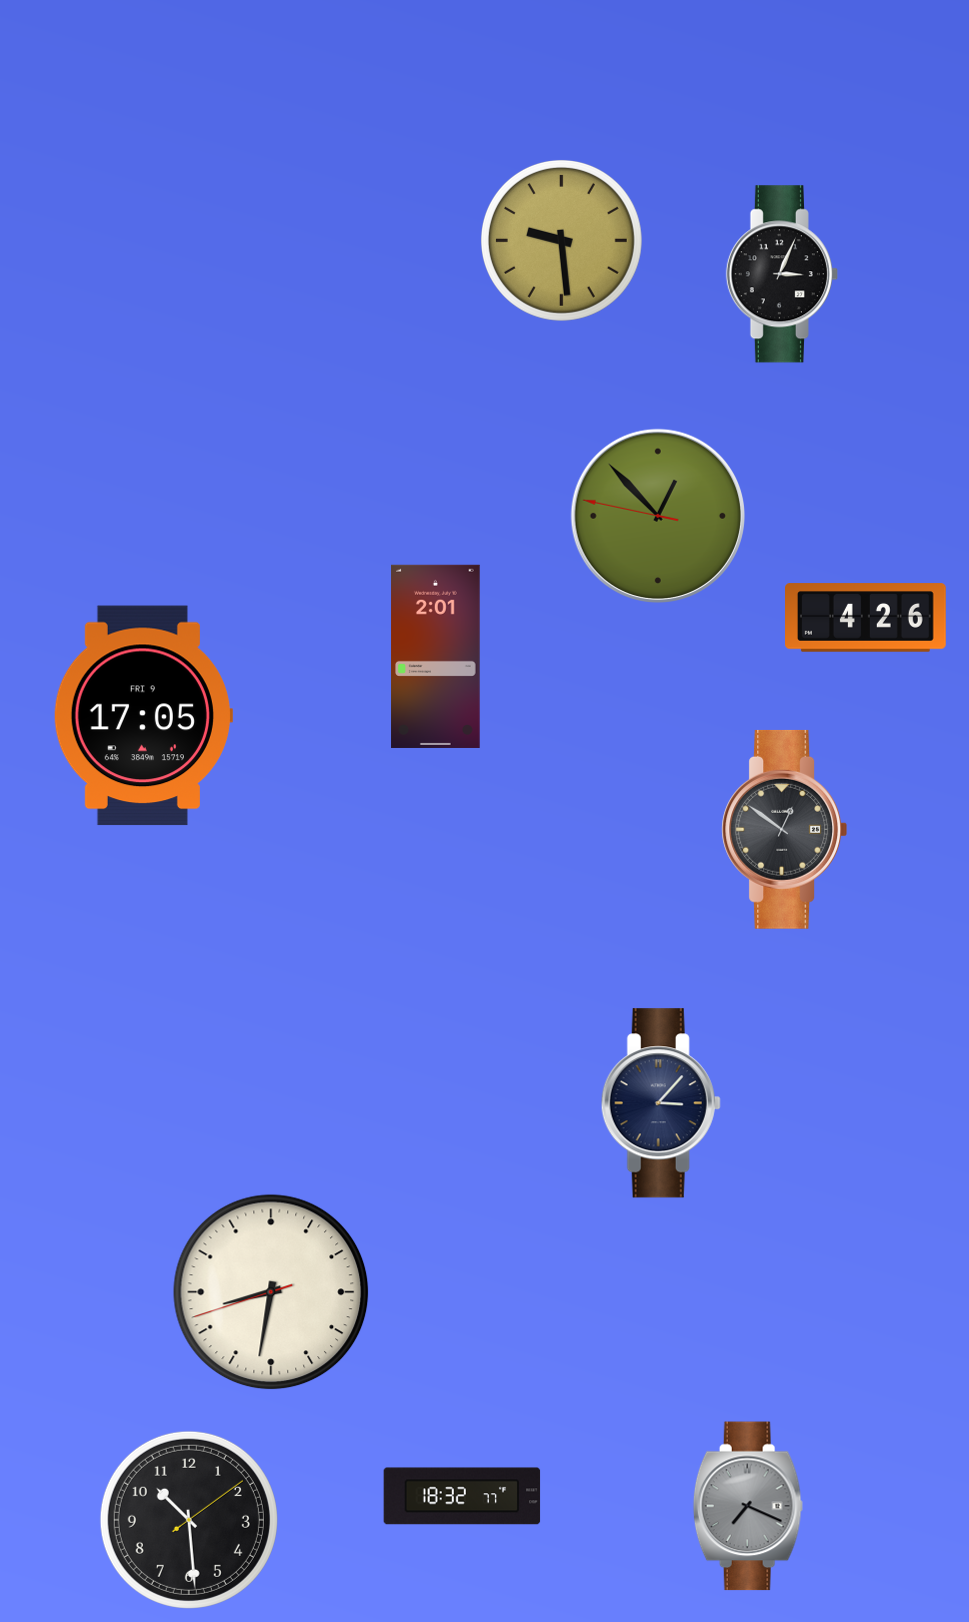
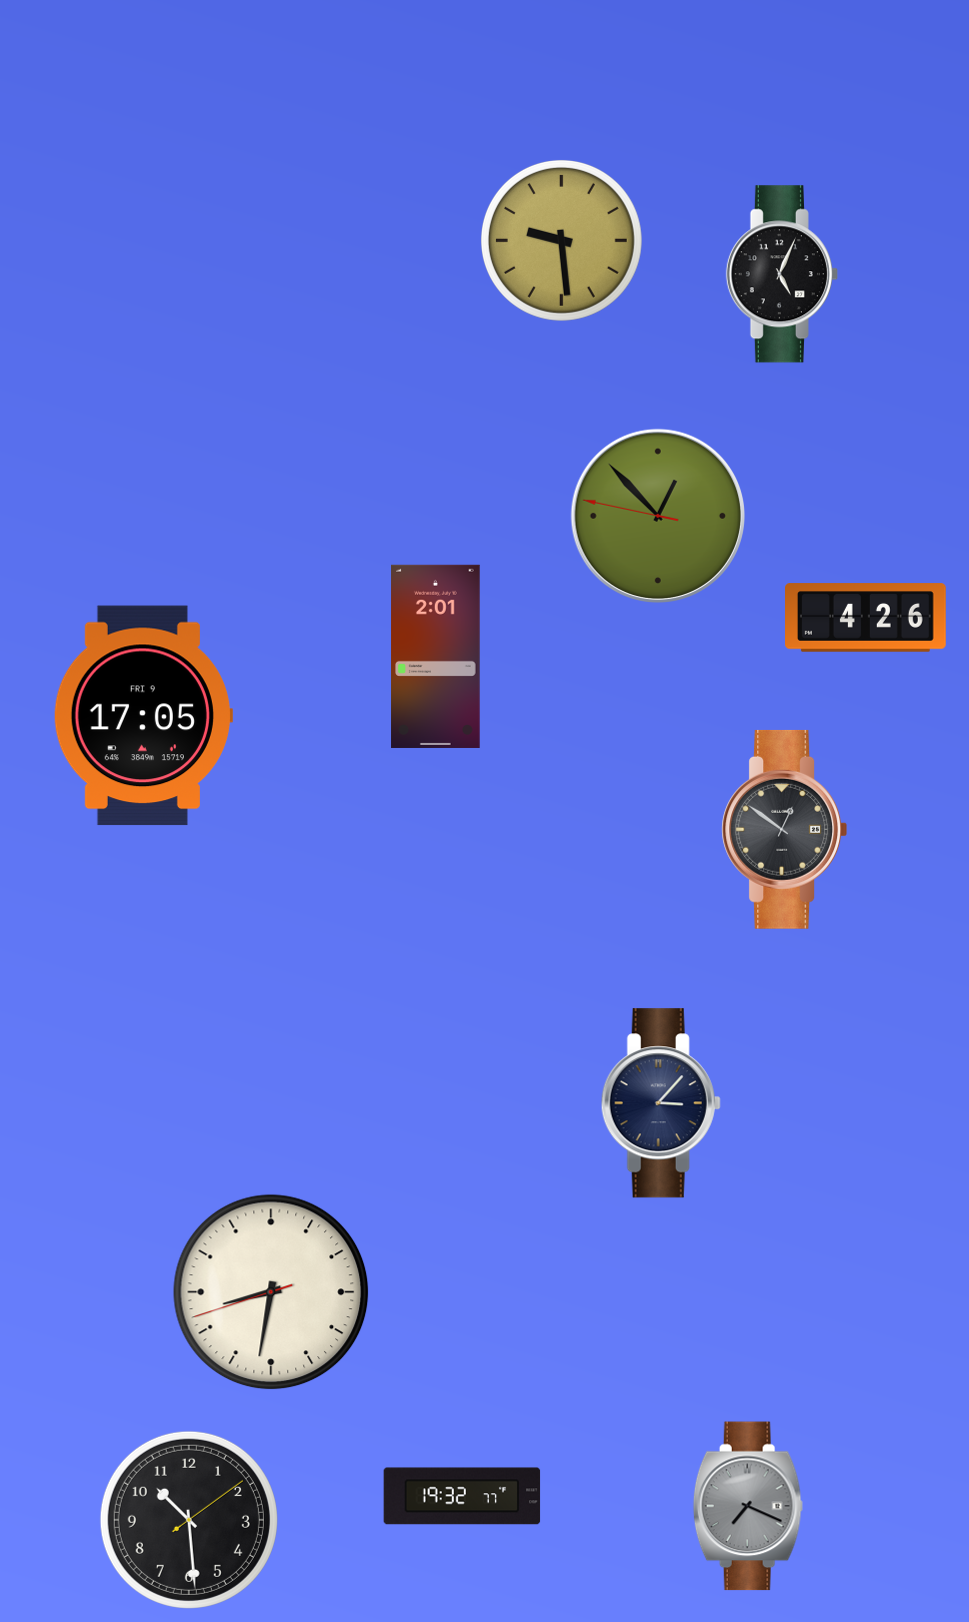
clock at (782, 274): 3:04 -> 5:04
clock at (462, 1496): 18:32 -> 19:32
